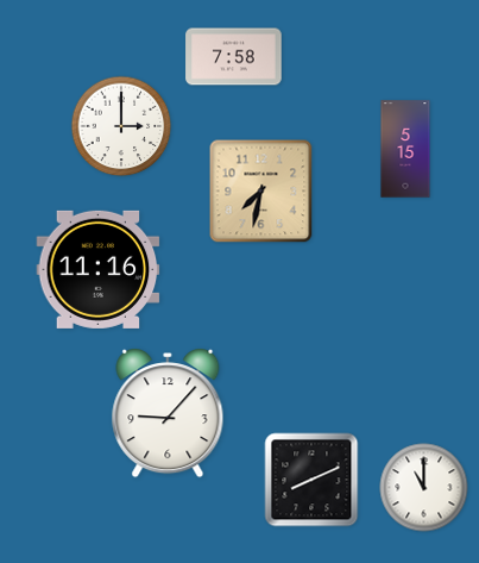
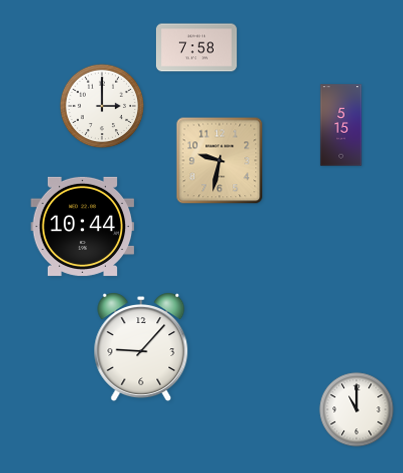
clock at (261, 192): 7:32 -> 9:32
clock at (99, 269): 11:16 -> 10:44
clock at (311, 480): 8:11 -> none
